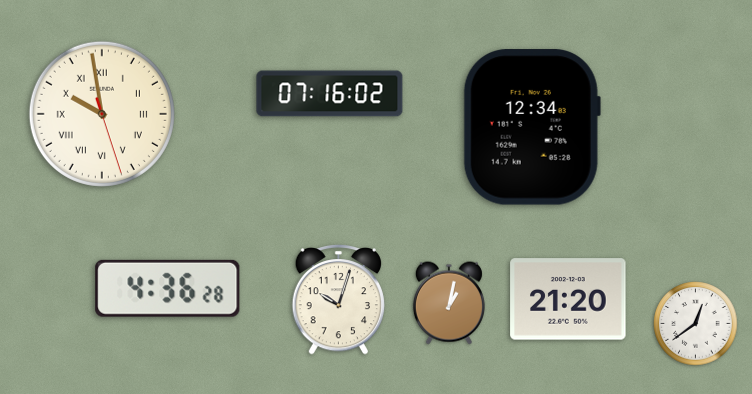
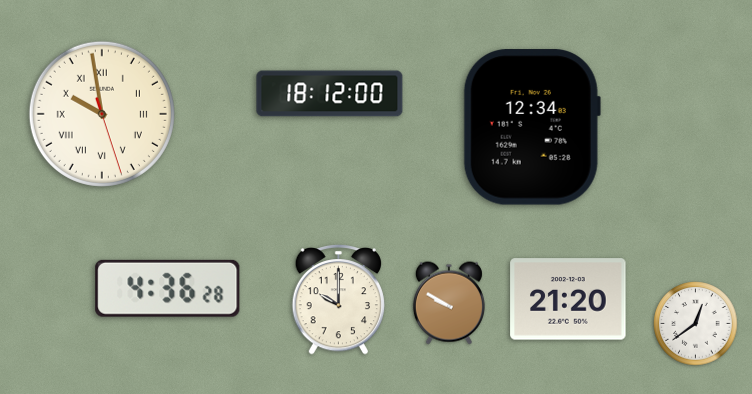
clock at (330, 94): 07:16 -> 18:12
clock at (338, 299): 10:03 -> 10:00
clock at (449, 303): 1:02 -> 9:50
